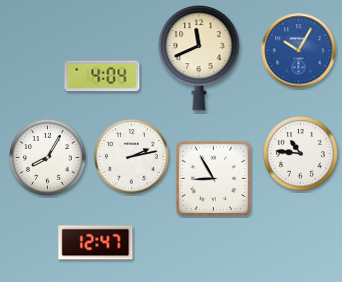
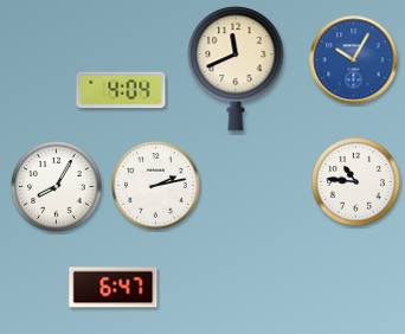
clock at (214, 179): 8:55 -> none
clock at (96, 243): 12:47 -> 6:47
